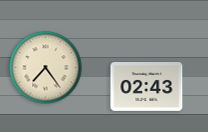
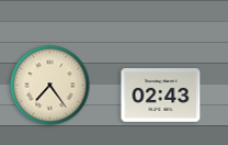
clock at (46, 68) position: (46, 68) -> (50, 86)
